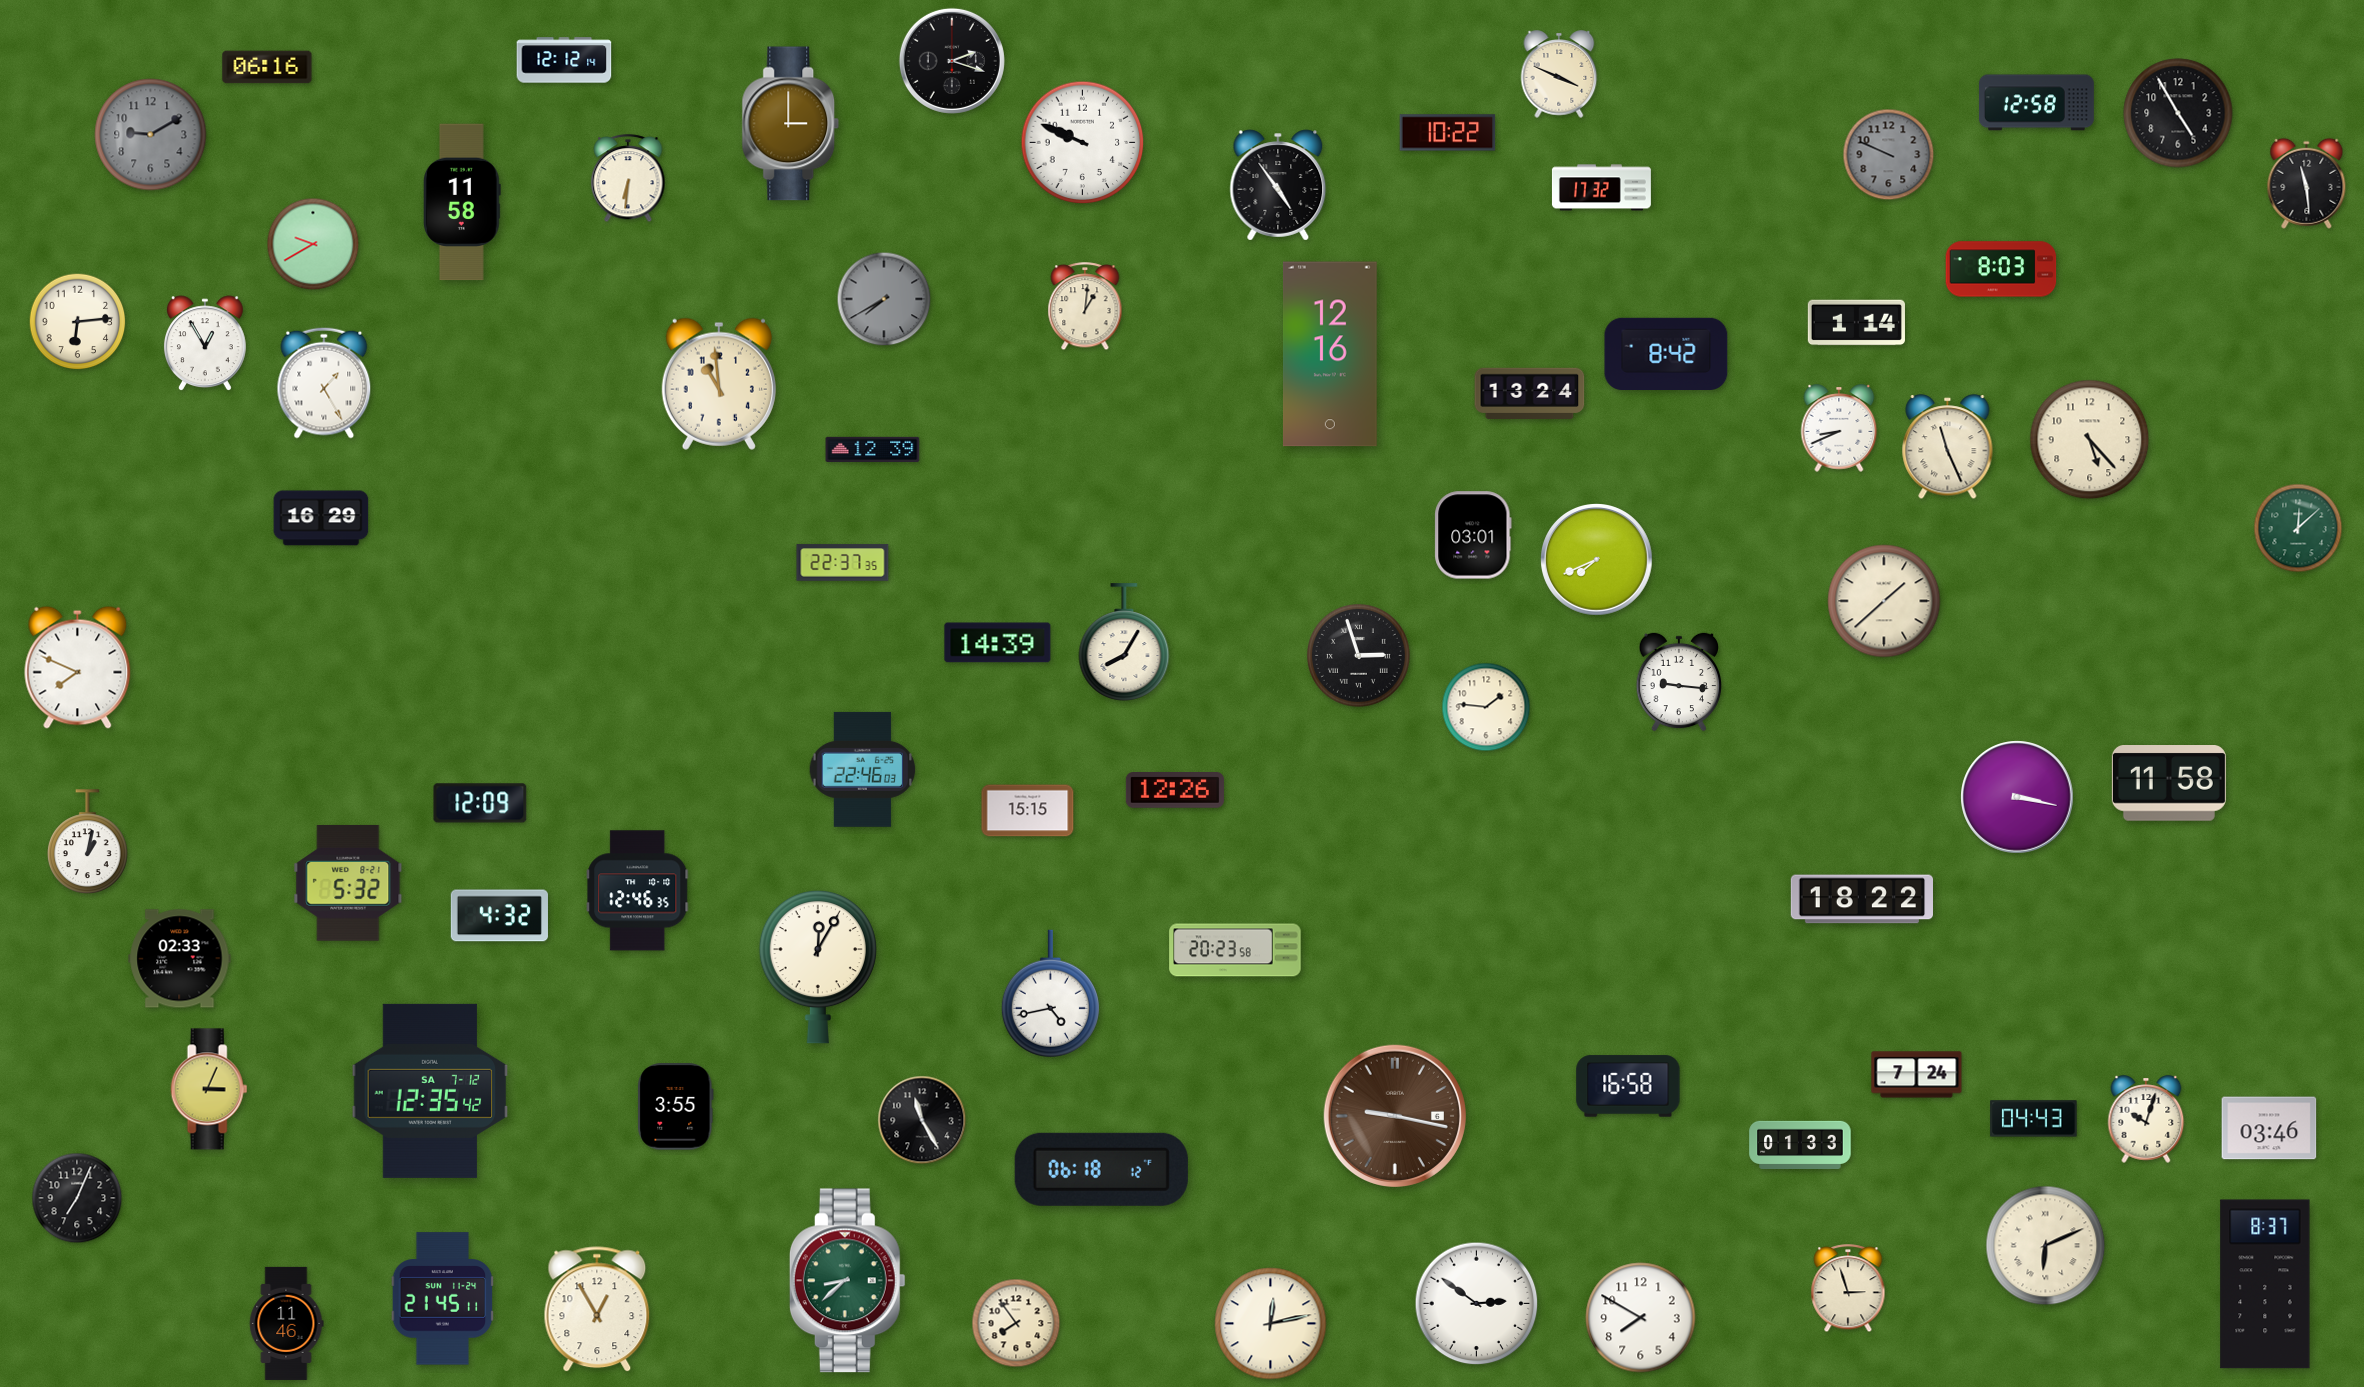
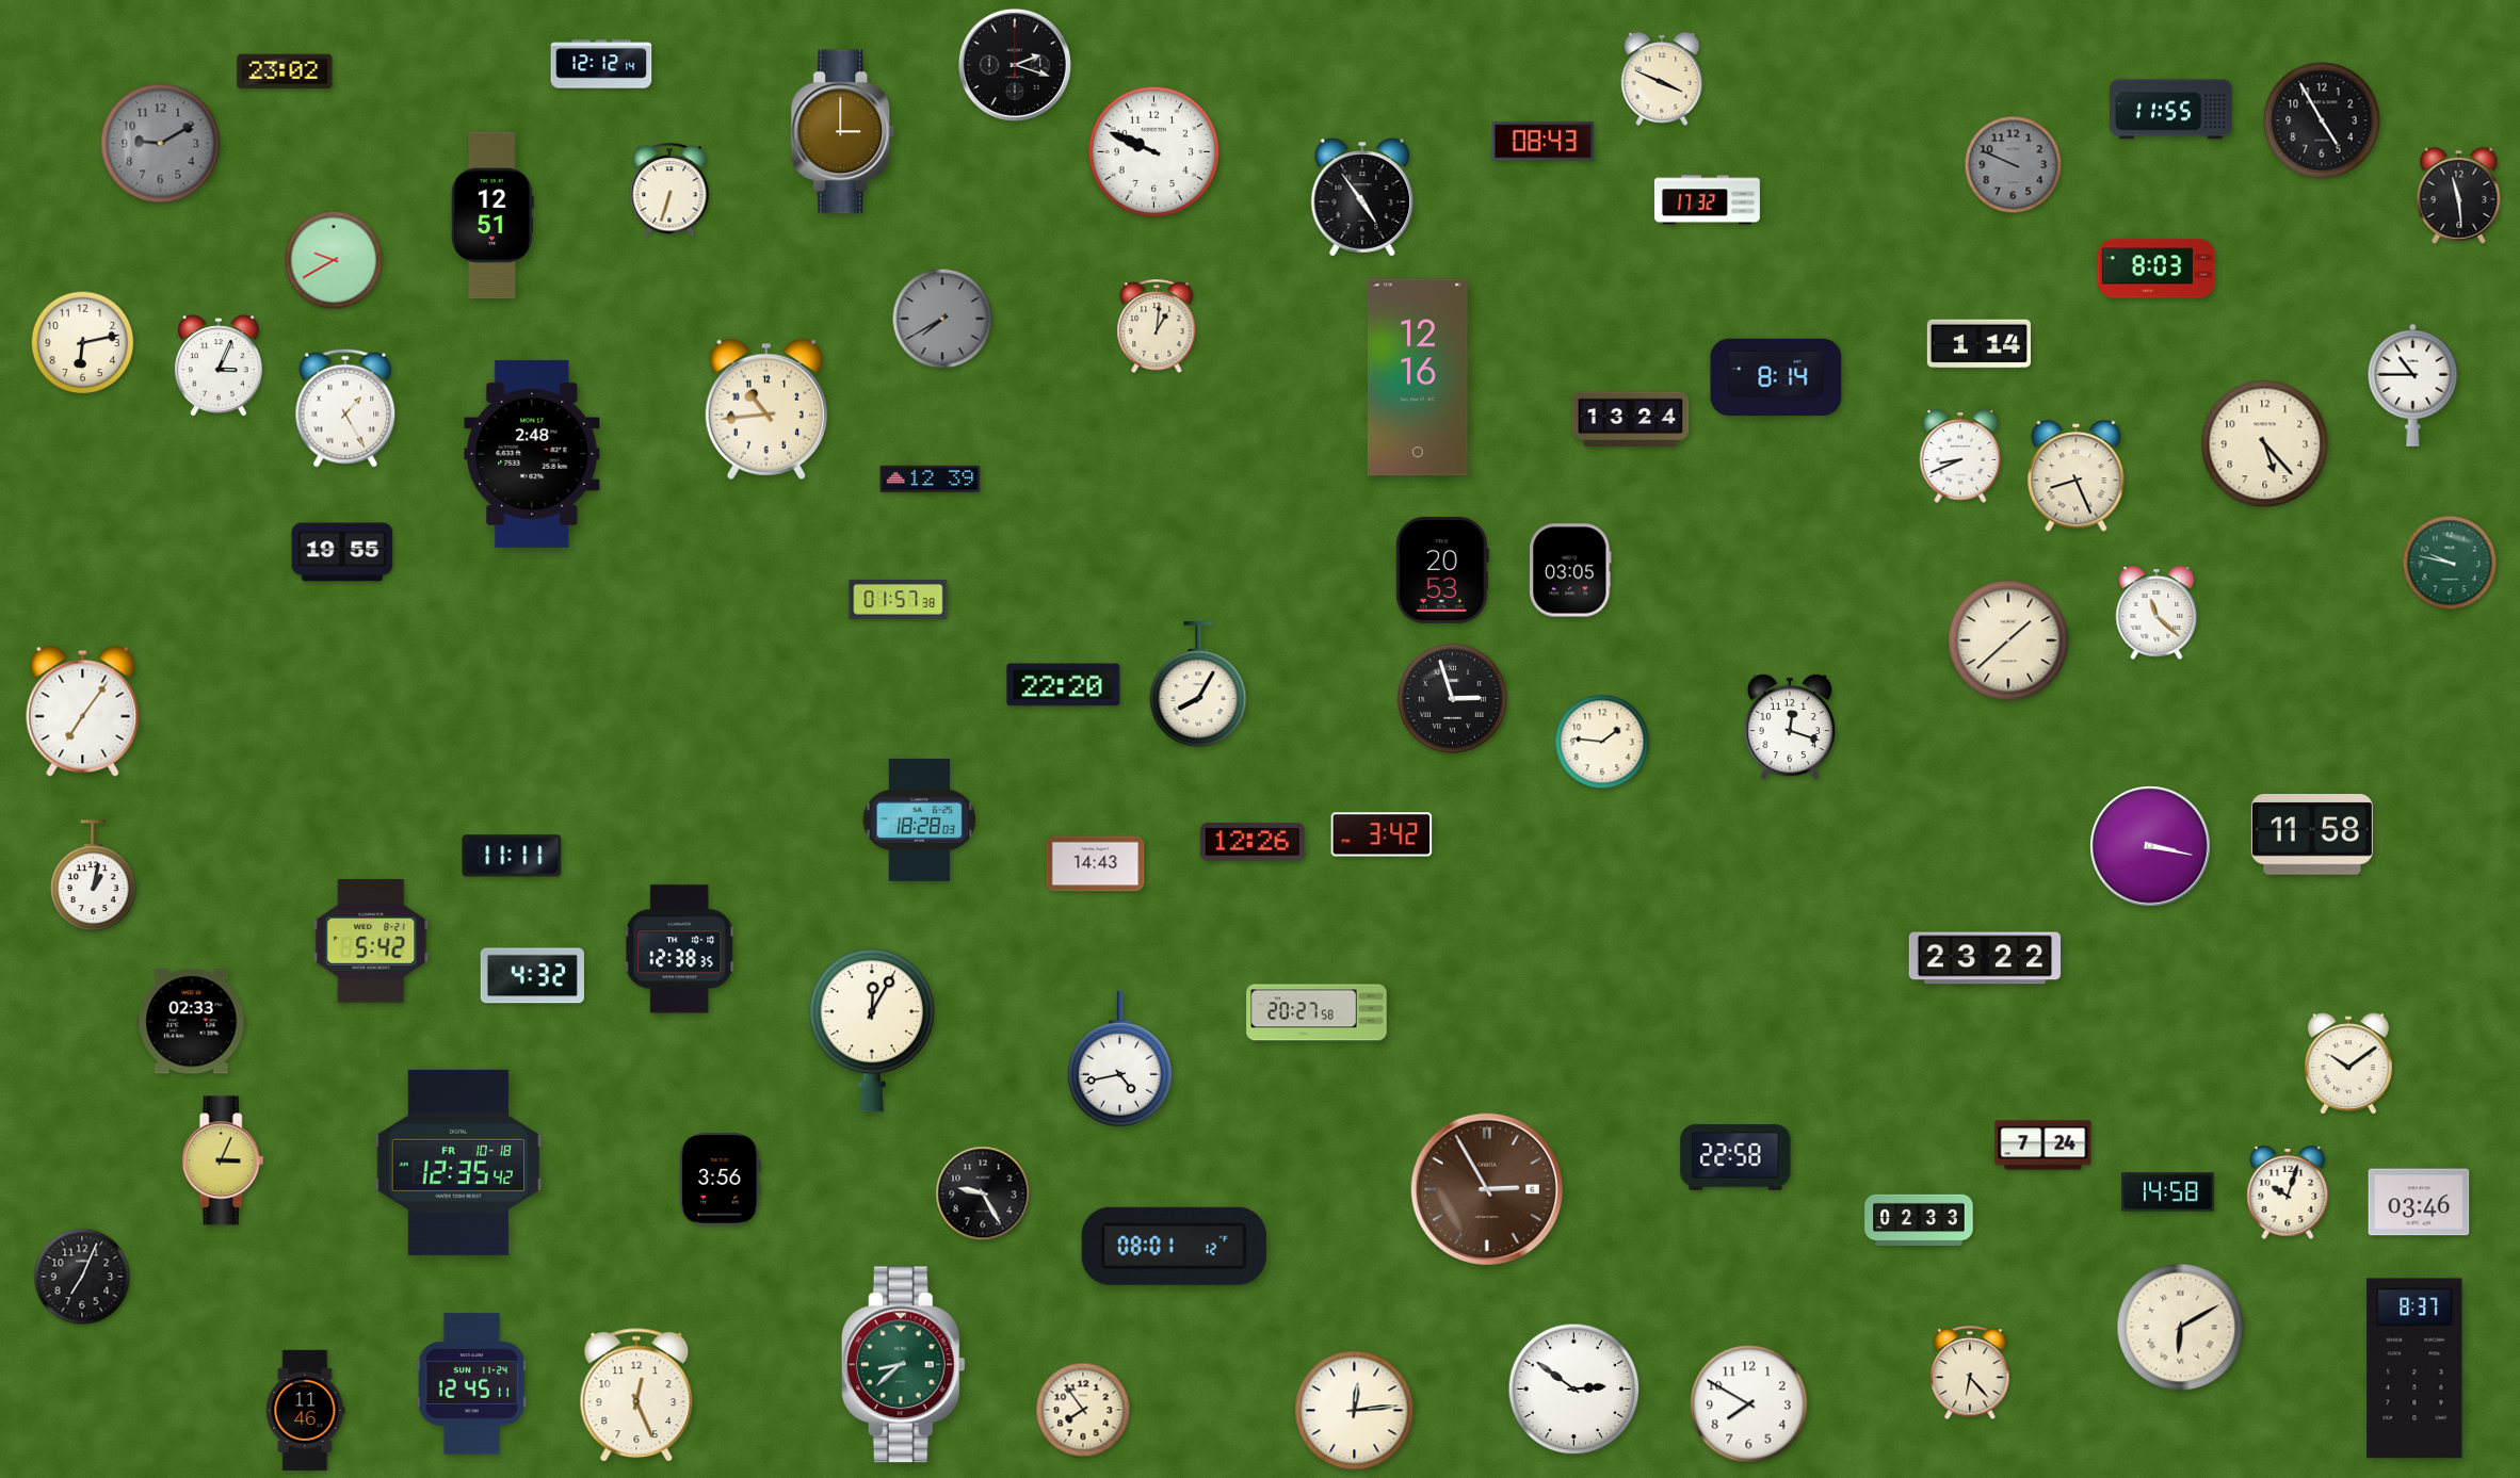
clock at (267, 67): 06:16 -> 23:02
clock at (2036, 103): 12:58 -> 11:55
clock at (1448, 133): 10:22 -> 08:43
clock at (628, 179): 6:31 -> 6:33
clock at (462, 202): 11:58 -> 12:51
clock at (2001, 269) position: (2001, 269) -> (2156, 269)
clock at (78, 322): 6:14 -> 6:13
clock at (205, 344): 12:55 -> 3:04
clock at (1666, 353): 8:42 -> 8:14
clock at (2413, 385): none -> 10:45
clock at (719, 384): 10:59 -> 10:44
clock at (532, 454): none -> 2:48
clock at (2090, 440) position: (2090, 440) -> (2265, 444)
clock at (1948, 447): 11:26 -> 8:26
clock at (321, 518): 16:29 -> 19:55
clock at (2298, 528): 12:08 -> 9:47
clock at (1442, 570): none -> 20:53
clock at (1473, 535): 03:01 -> 03:05
clock at (1597, 560): 7:41 -> none
clock at (843, 563): 22:37 -> 01:57
clock at (2156, 613): none -> 11:22
clock at (998, 643): 14:39 -> 22:20
clock at (1358, 655) position: (1358, 655) -> (1452, 698)
clock at (78, 667): 7:49 -> 7:06
clock at (1678, 682): 9:16 -> 12:18
clock at (1486, 707) position: (1486, 707) -> (1602, 742)
clock at (863, 769): 22:46 -> 18:28
clock at (1382, 834): none -> 3:42
clock at (2017, 797) position: (2017, 797) -> (2150, 846)
clock at (480, 803): 12:09 -> 11:11
clock at (1028, 811): 15:15 -> 14:43
clock at (88, 841) position: (88, 841) -> (94, 875)
clock at (348, 883): 5:32 -> 5:42
clock at (638, 891): 12:46 -> 12:38
clock at (1861, 899): 18:22 -> 23:22
clock at (1235, 950): 20:23 -> 20:27
clock at (2348, 1065): none -> 10:09
clock at (1628, 1086): 16:58 -> 22:58
clock at (430, 1091) date: SA 7-12 -> FR 10-18
clock at (676, 1107): 3:55 -> 3:56
clock at (1395, 1116): 9:17 -> 2:55
clock at (2034, 1119): 04:43 -> 14:58
clock at (922, 1120): 11:25 -> 9:25
clock at (1800, 1145): 01:33 -> 02:33
clock at (1101, 1169): 06:18 -> 08:01
clock at (2046, 1246): 6:11 -> 6:10
clock at (1848, 1289): 2:57 -> 6:23
clock at (443, 1299): 21:45 -> 12:45
clock at (597, 1310): 12:55 -> 12:26
clock at (1271, 1324): 12:13 -> 12:14
